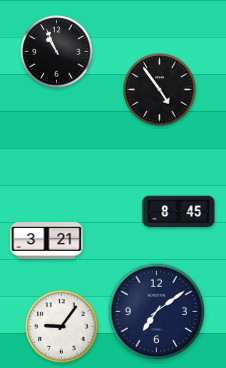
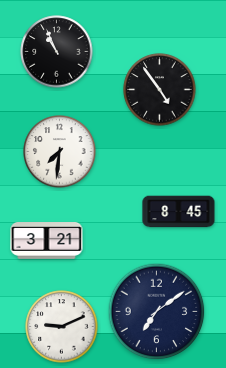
clock at (60, 152): none -> 7:31
clock at (62, 327): 9:06 -> 9:11
